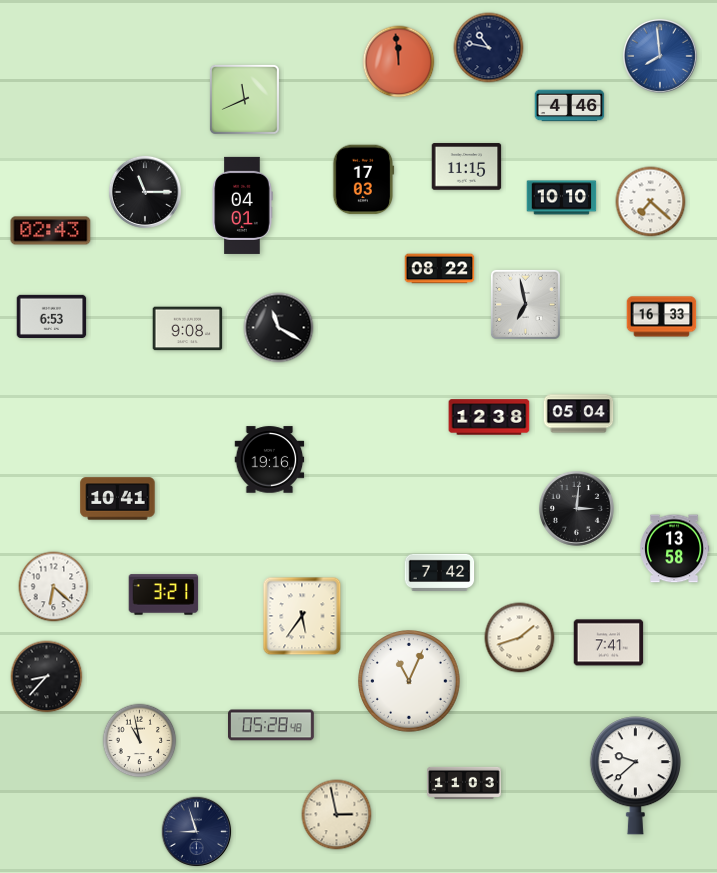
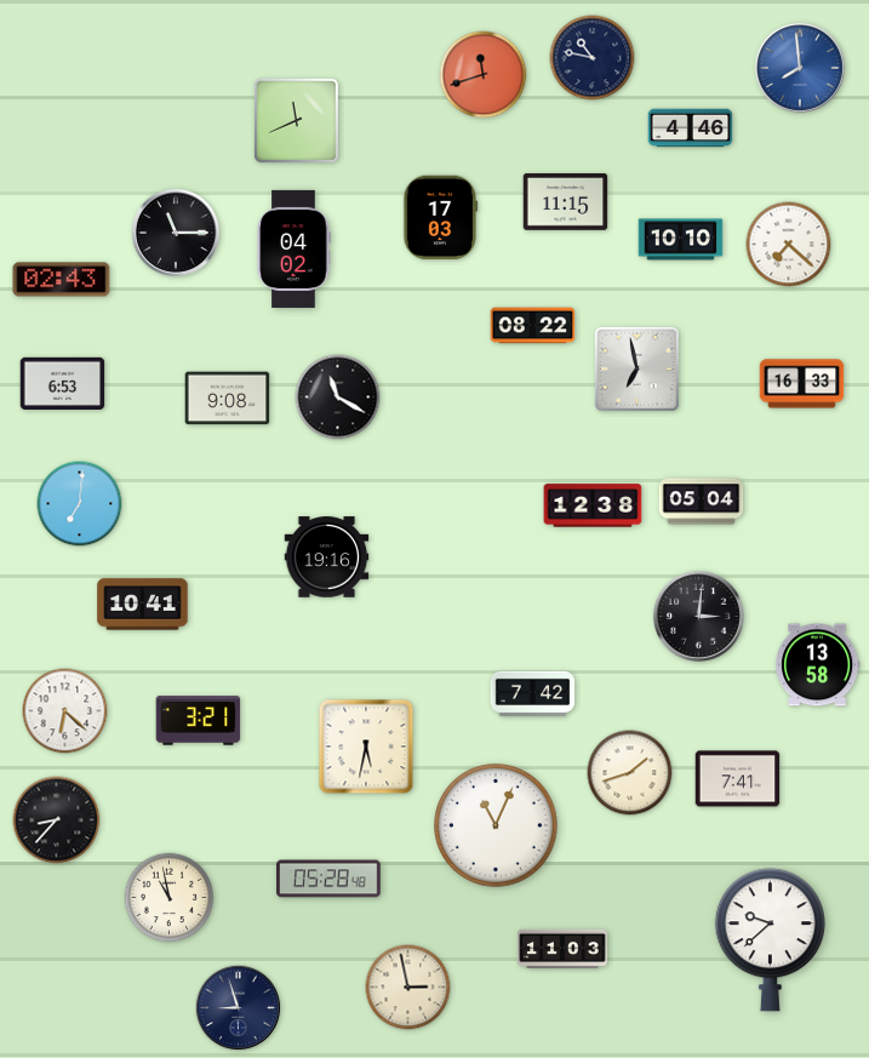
clock at (399, 62): 11:59 -> 11:42
clock at (242, 205): 04:01 -> 04:02
clock at (80, 504): none -> 7:01
clock at (302, 616): 5:36 -> 5:32
